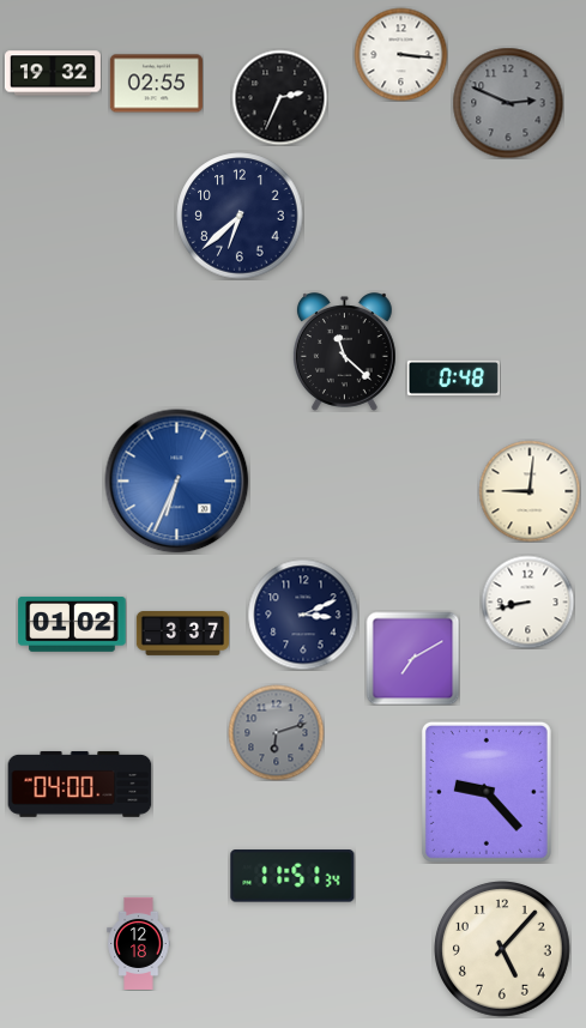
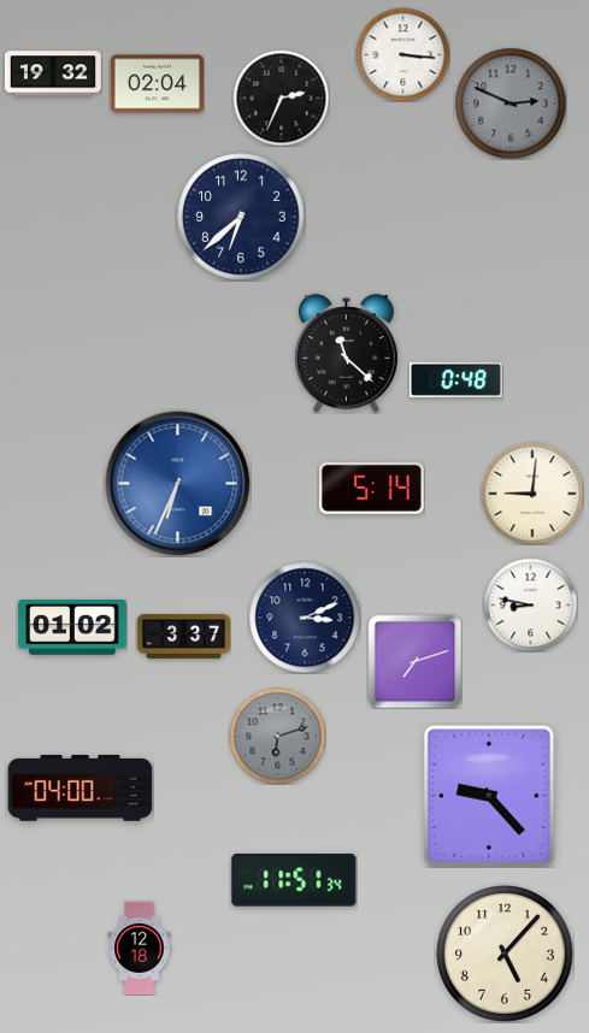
clock at (156, 84): 02:55 -> 02:04
clock at (372, 489): none -> 5:14
clock at (527, 601): 8:43 -> 8:47
clock at (412, 658): 7:10 -> 7:12
